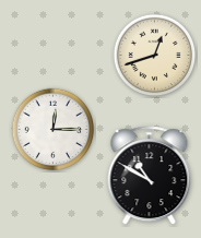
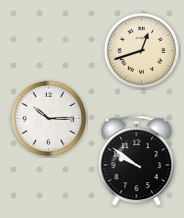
clock at (54, 130): 12:15 -> 10:15
clock at (150, 176): 10:50 -> 9:51
